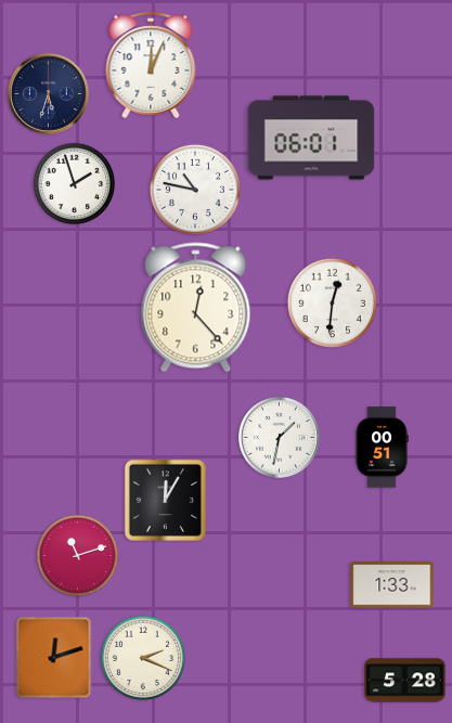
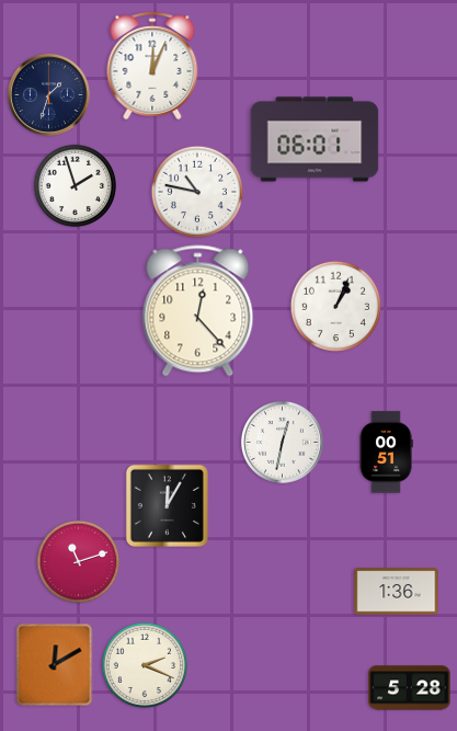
clock at (48, 93): 5:33 -> 1:33
clock at (332, 302): 12:31 -> 1:04
clock at (279, 437): 1:32 -> 12:32
clock at (392, 585): 1:33 -> 1:36
clock at (54, 658): 12:12 -> 12:10
